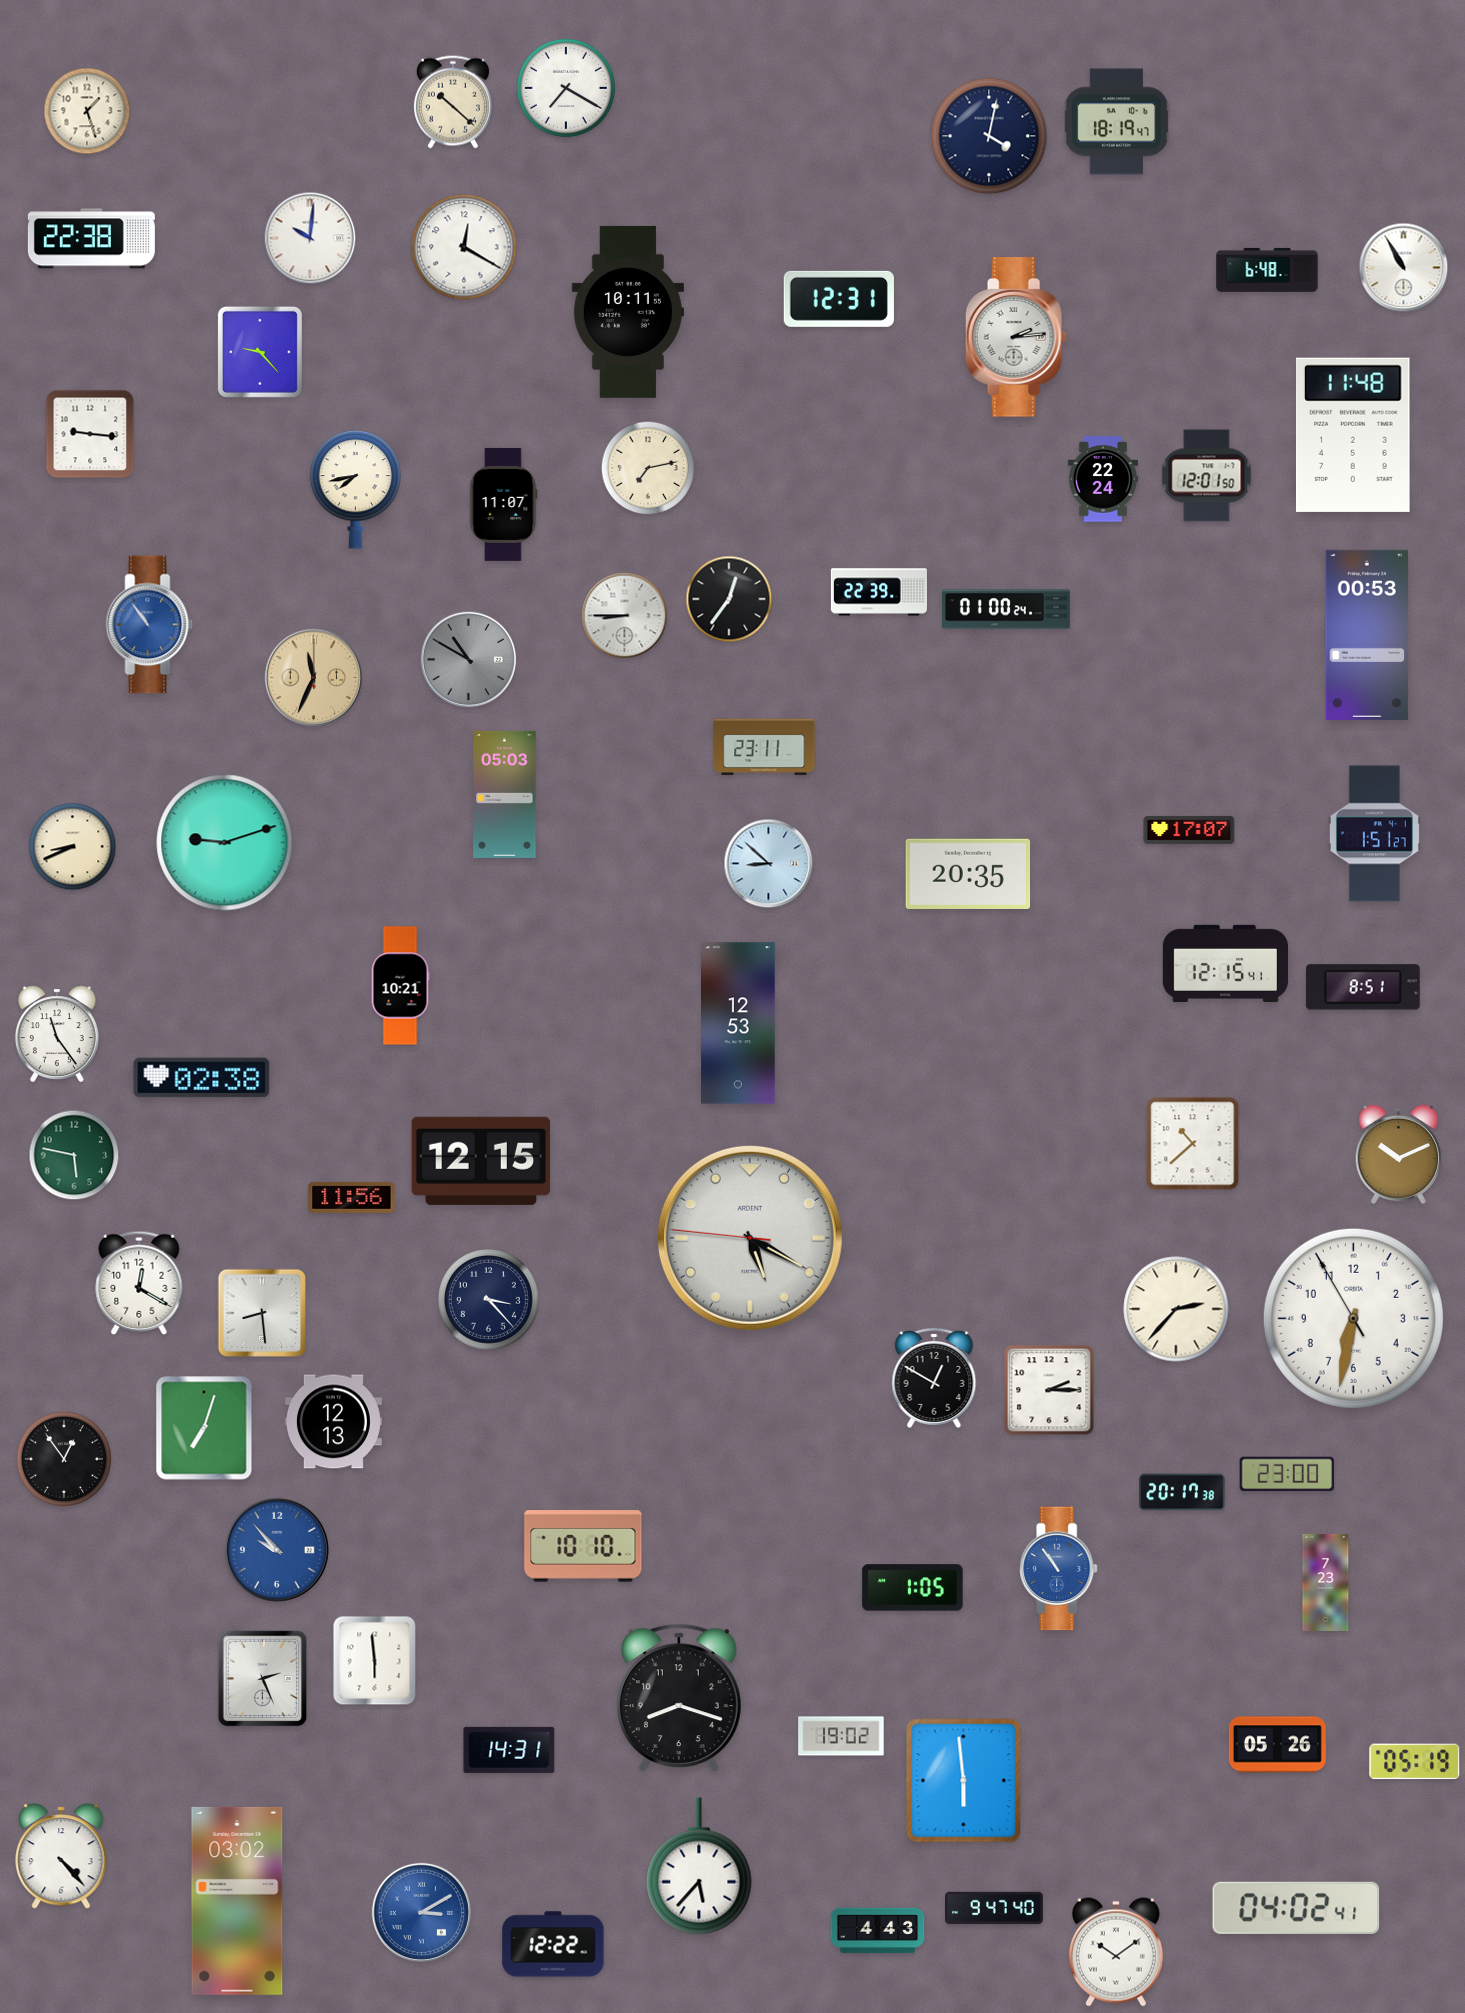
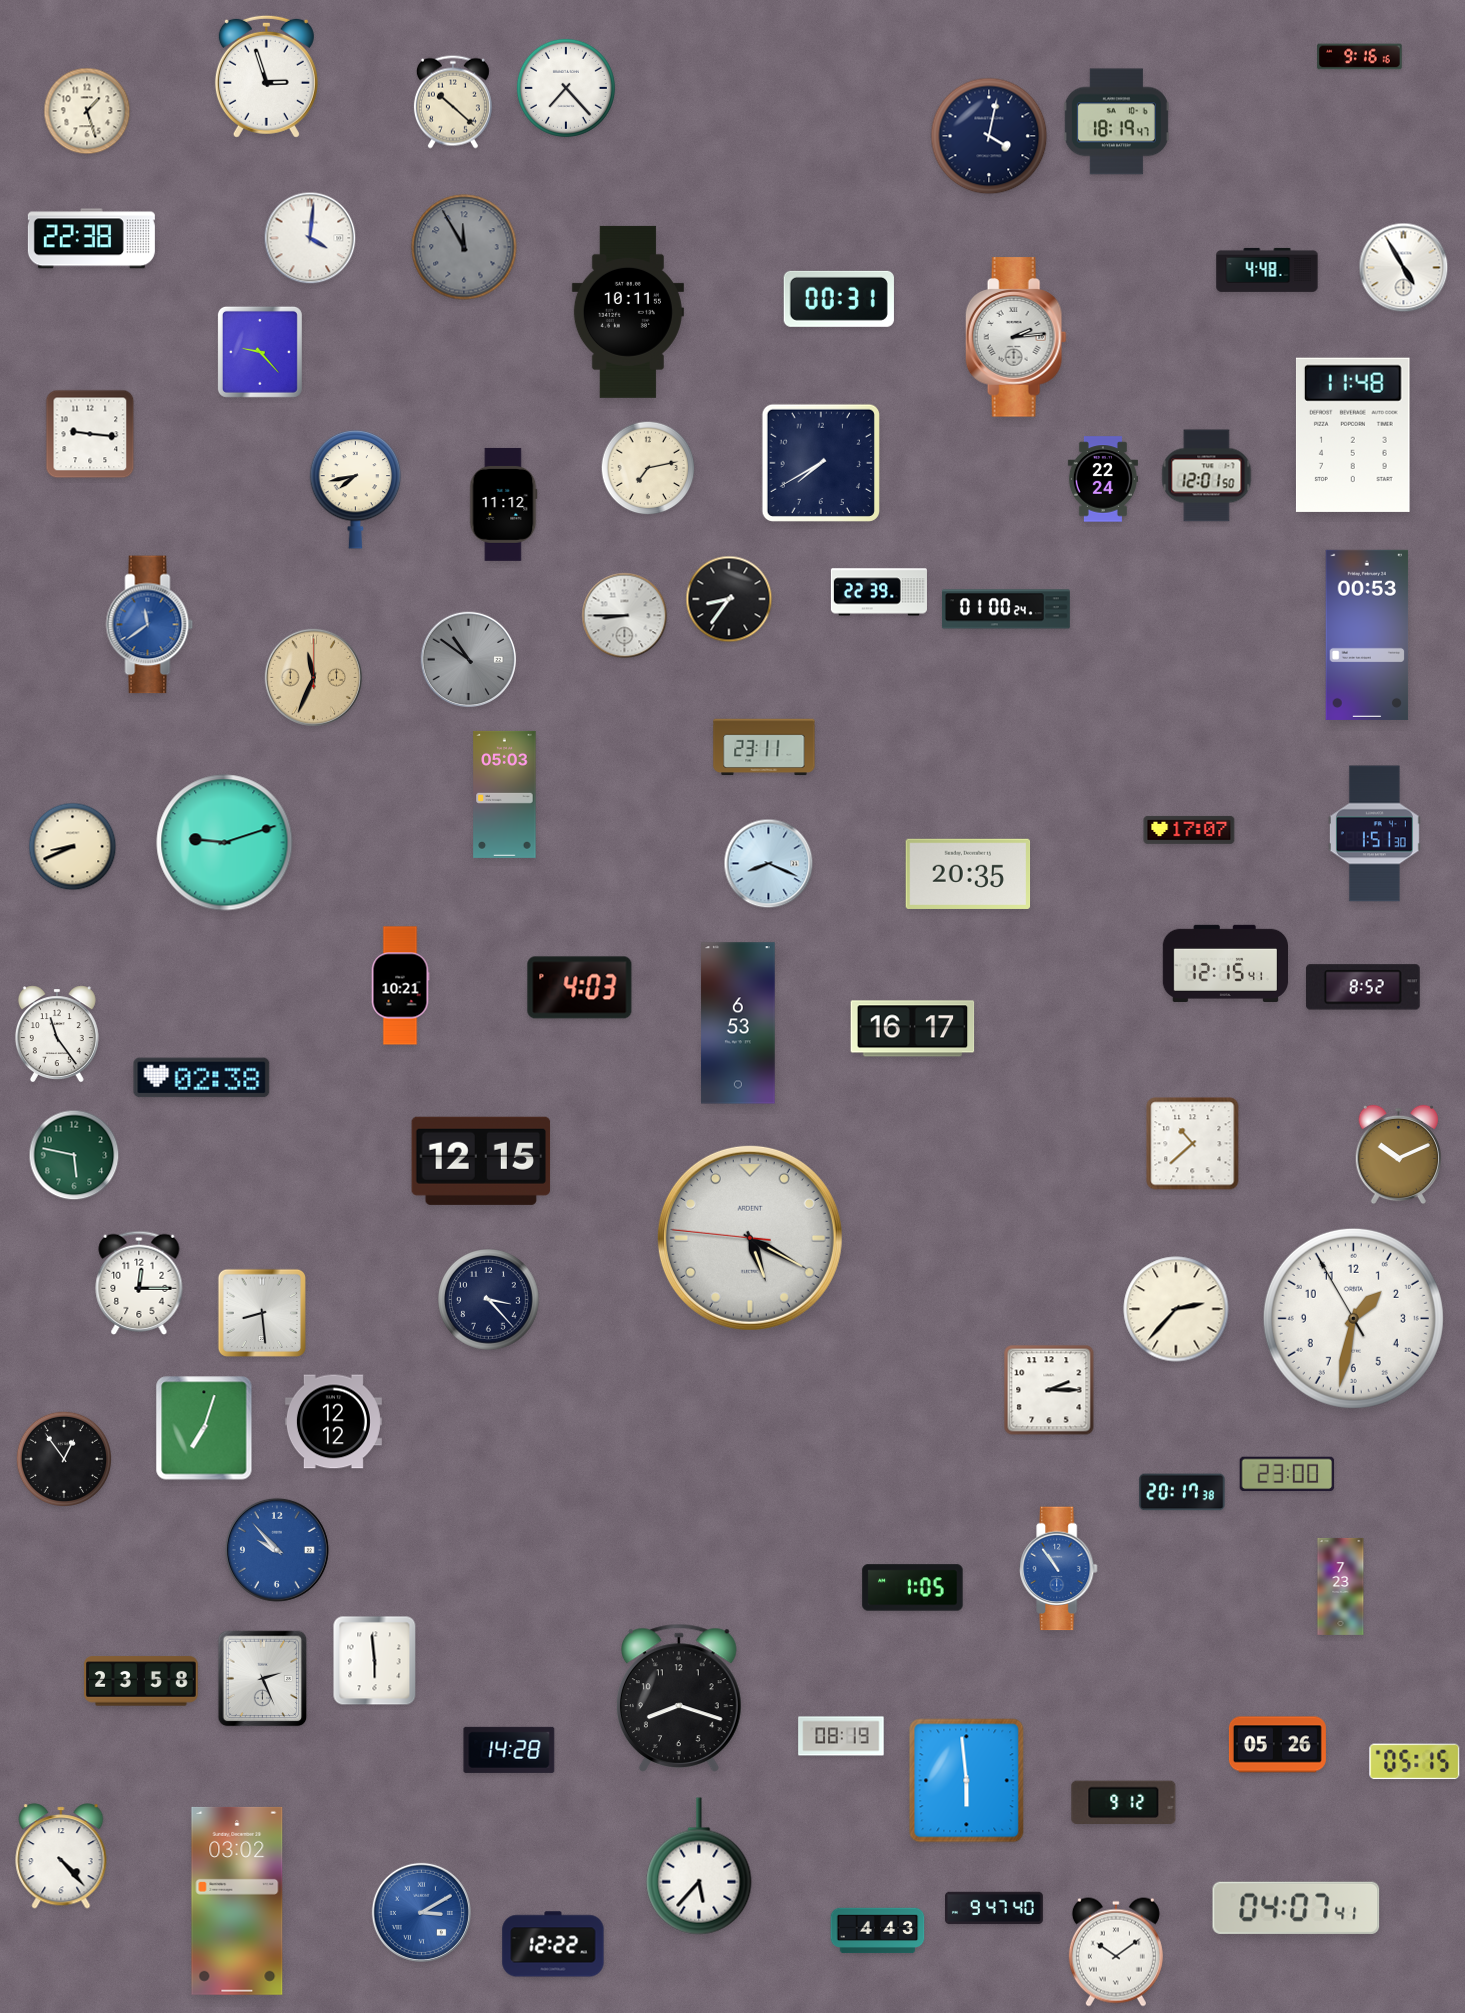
clock at (1360, 57): none -> 9:16
clock at (266, 76): none -> 2:57
clock at (566, 88): 7:20 -> 7:23
clock at (310, 238): 10:01 -> 4:01
clock at (464, 247): 12:20 -> 11:55
clock at (464, 247) dial: white -> grey
clock at (1404, 268): 10:55 -> 4:55
clock at (1267, 270): 6:48 -> 4:48
clock at (839, 299): 12:31 -> 00:31
clock at (821, 463): none -> 7:40
clock at (503, 504): 11:07 -> 11:12
clock at (729, 599): 12:36 -> 8:36
clock at (150, 625): 10:54 -> 11:39
clock at (469, 660): 10:50 -> 10:51
clock at (1374, 834): 1:51:27 -> 1:51:30
clock at (769, 864): 8:52 -> 8:19
clock at (1363, 987): 8:51 -> 8:52
clock at (580, 988): none -> 4:03
clock at (738, 1023): 12:53 -> 6:53
clock at (913, 1029): none -> 16:17
clock at (352, 1197): 11:56 -> none
clock at (139, 1283): 12:20 -> 12:15
clock at (1353, 1318): 6:31 -> 1:31
clock at (934, 1378): 12:50 -> none
clock at (333, 1422): 12:13 -> 12:12
clock at (583, 1546): 10:10 -> none
clock at (1326, 1582) position: (1326, 1582) -> (1341, 1586)
clock at (141, 1681): none -> 23:58
clock at (841, 1736): 19:02 -> 08:19
clock at (509, 1750): 14:31 -> 14:28
clock at (1415, 1762): 05:19 -> 05:15
clock at (964, 1781) position: (964, 1781) -> (967, 1781)
clock at (1124, 1803): none -> 9:12
clock at (1296, 1908): 04:02 -> 04:07
